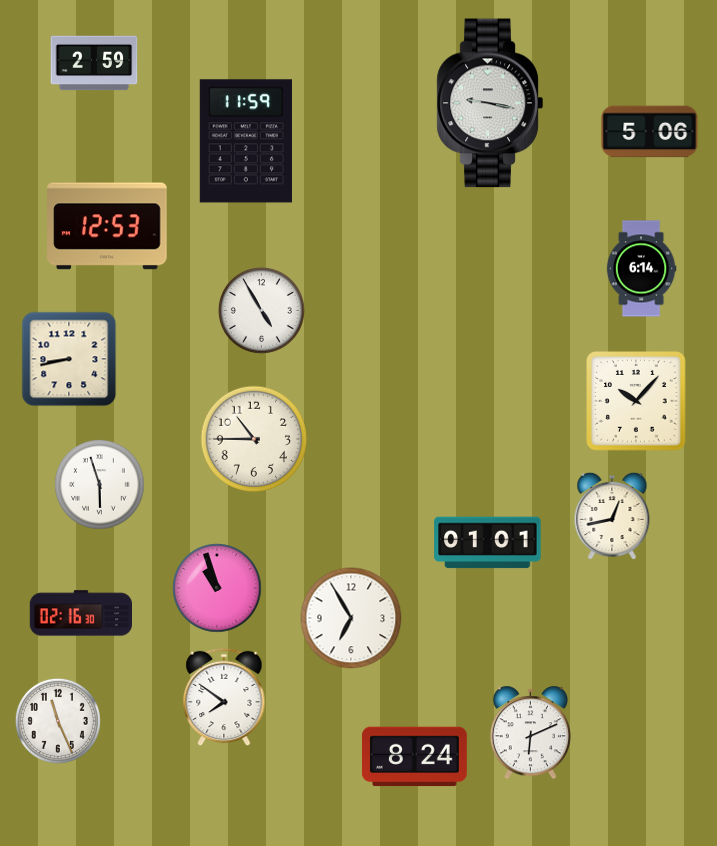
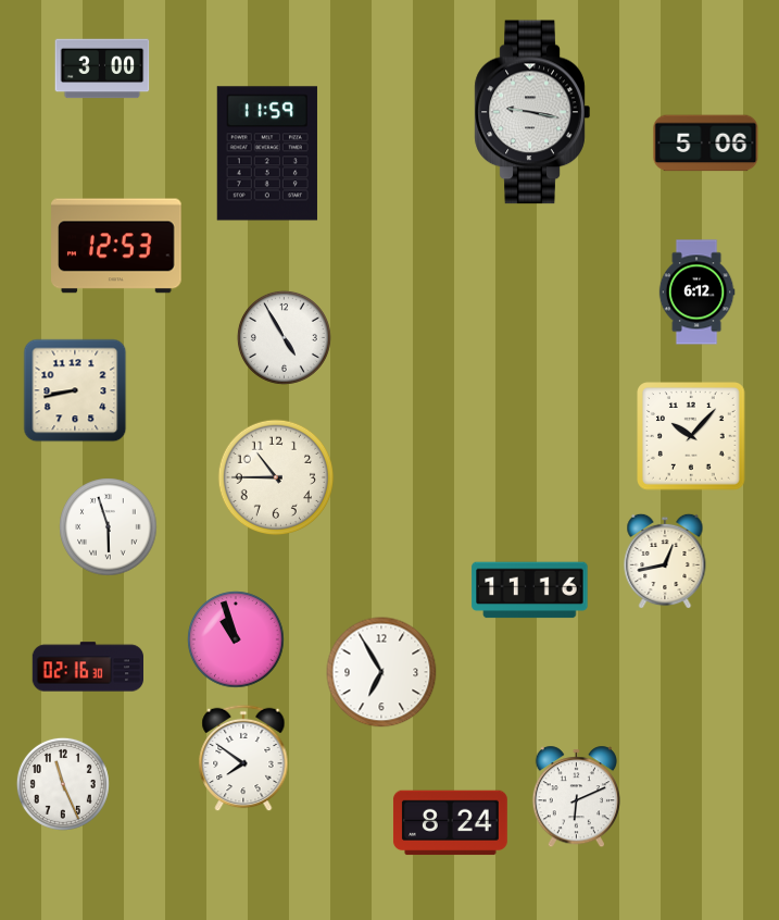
clock at (94, 63): 2:59 -> 3:00
clock at (641, 269): 6:14 -> 6:12
clock at (488, 543): 01:01 -> 11:16
